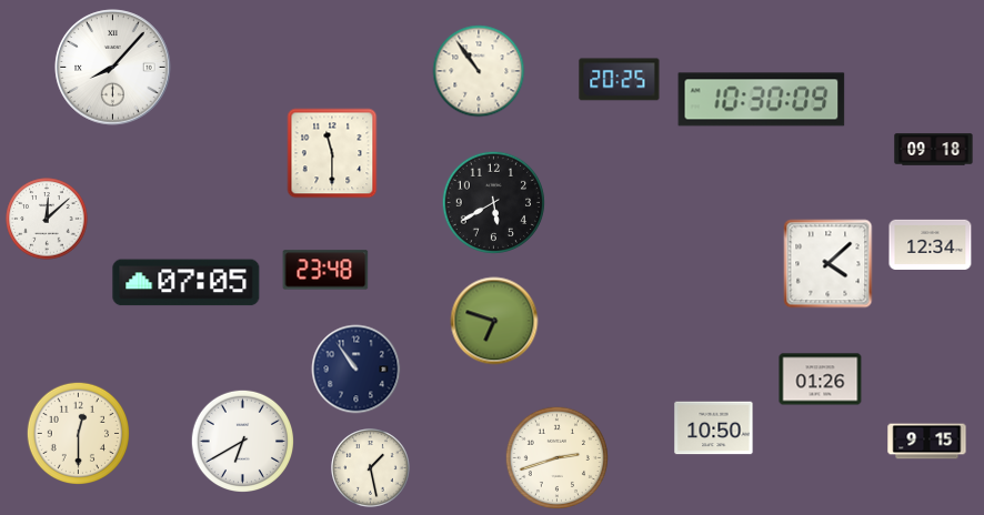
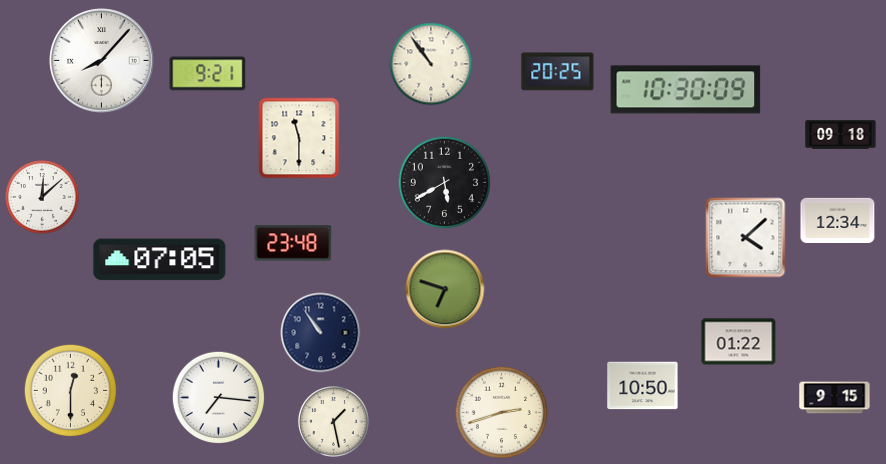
clock at (208, 74): none -> 9:21
clock at (187, 283) position: (187, 283) -> (160, 260)
clock at (821, 380): 01:26 -> 01:22
clock at (242, 441): 6:40 -> 7:16
